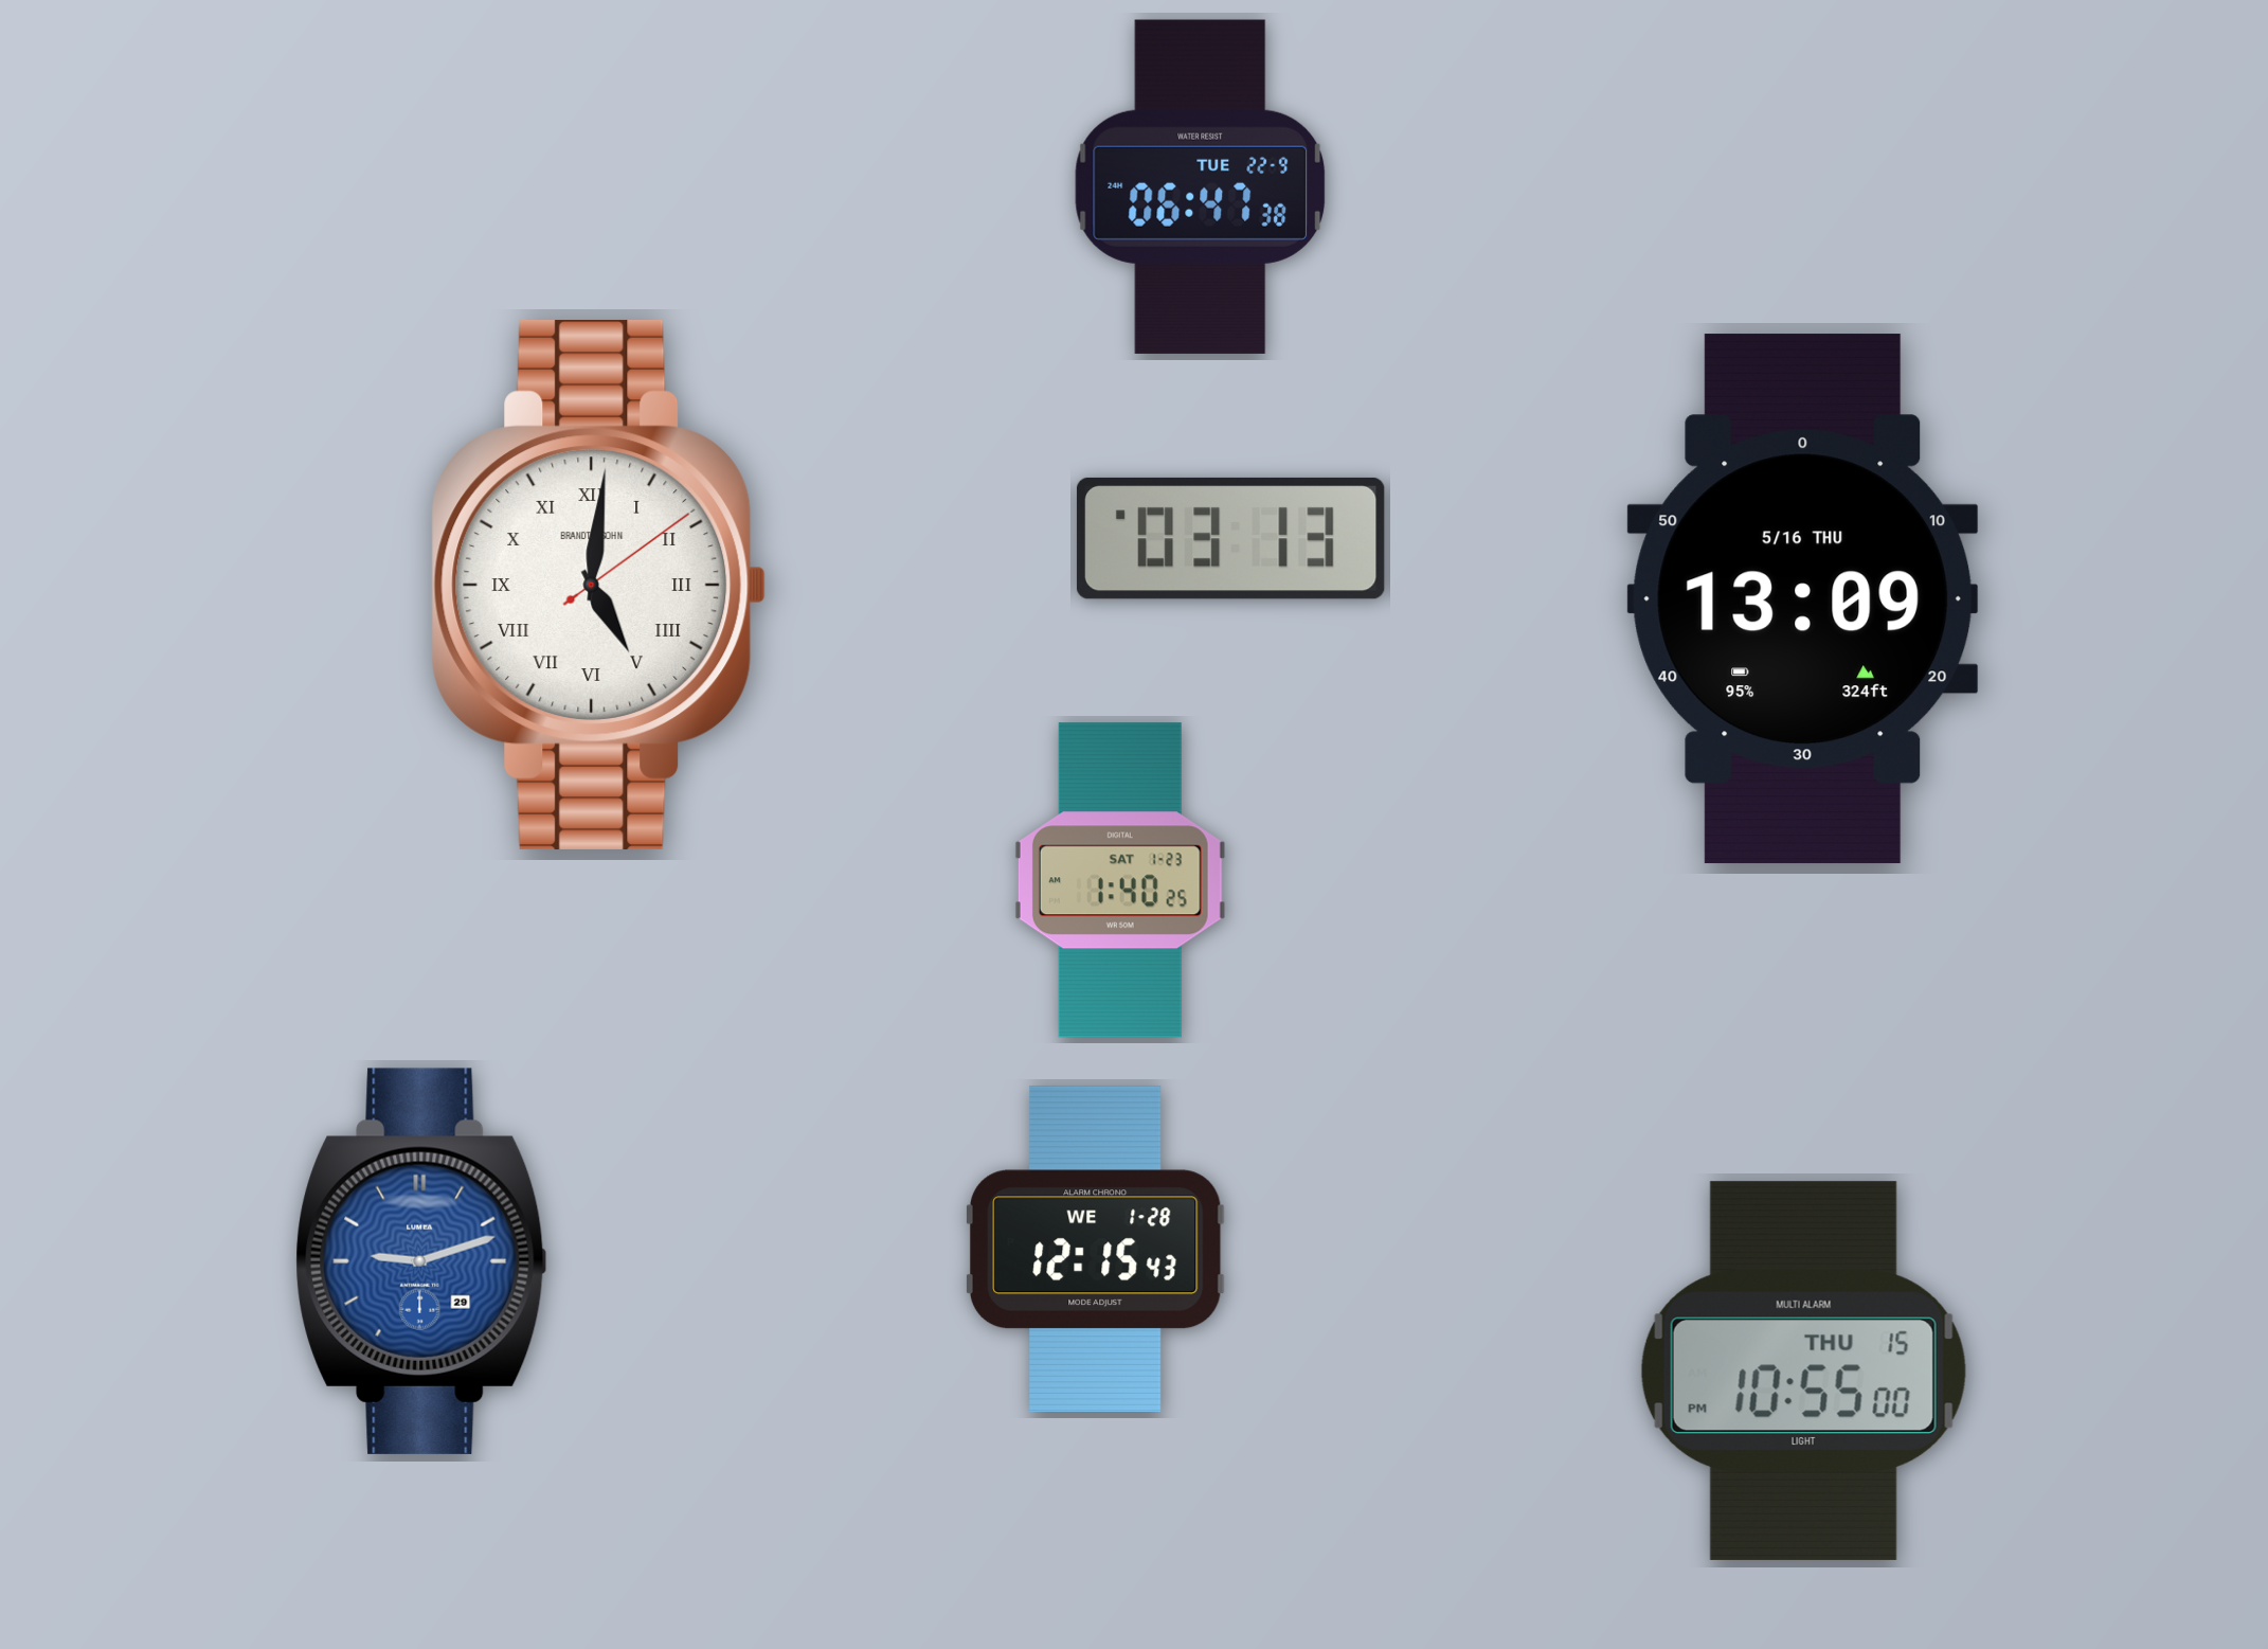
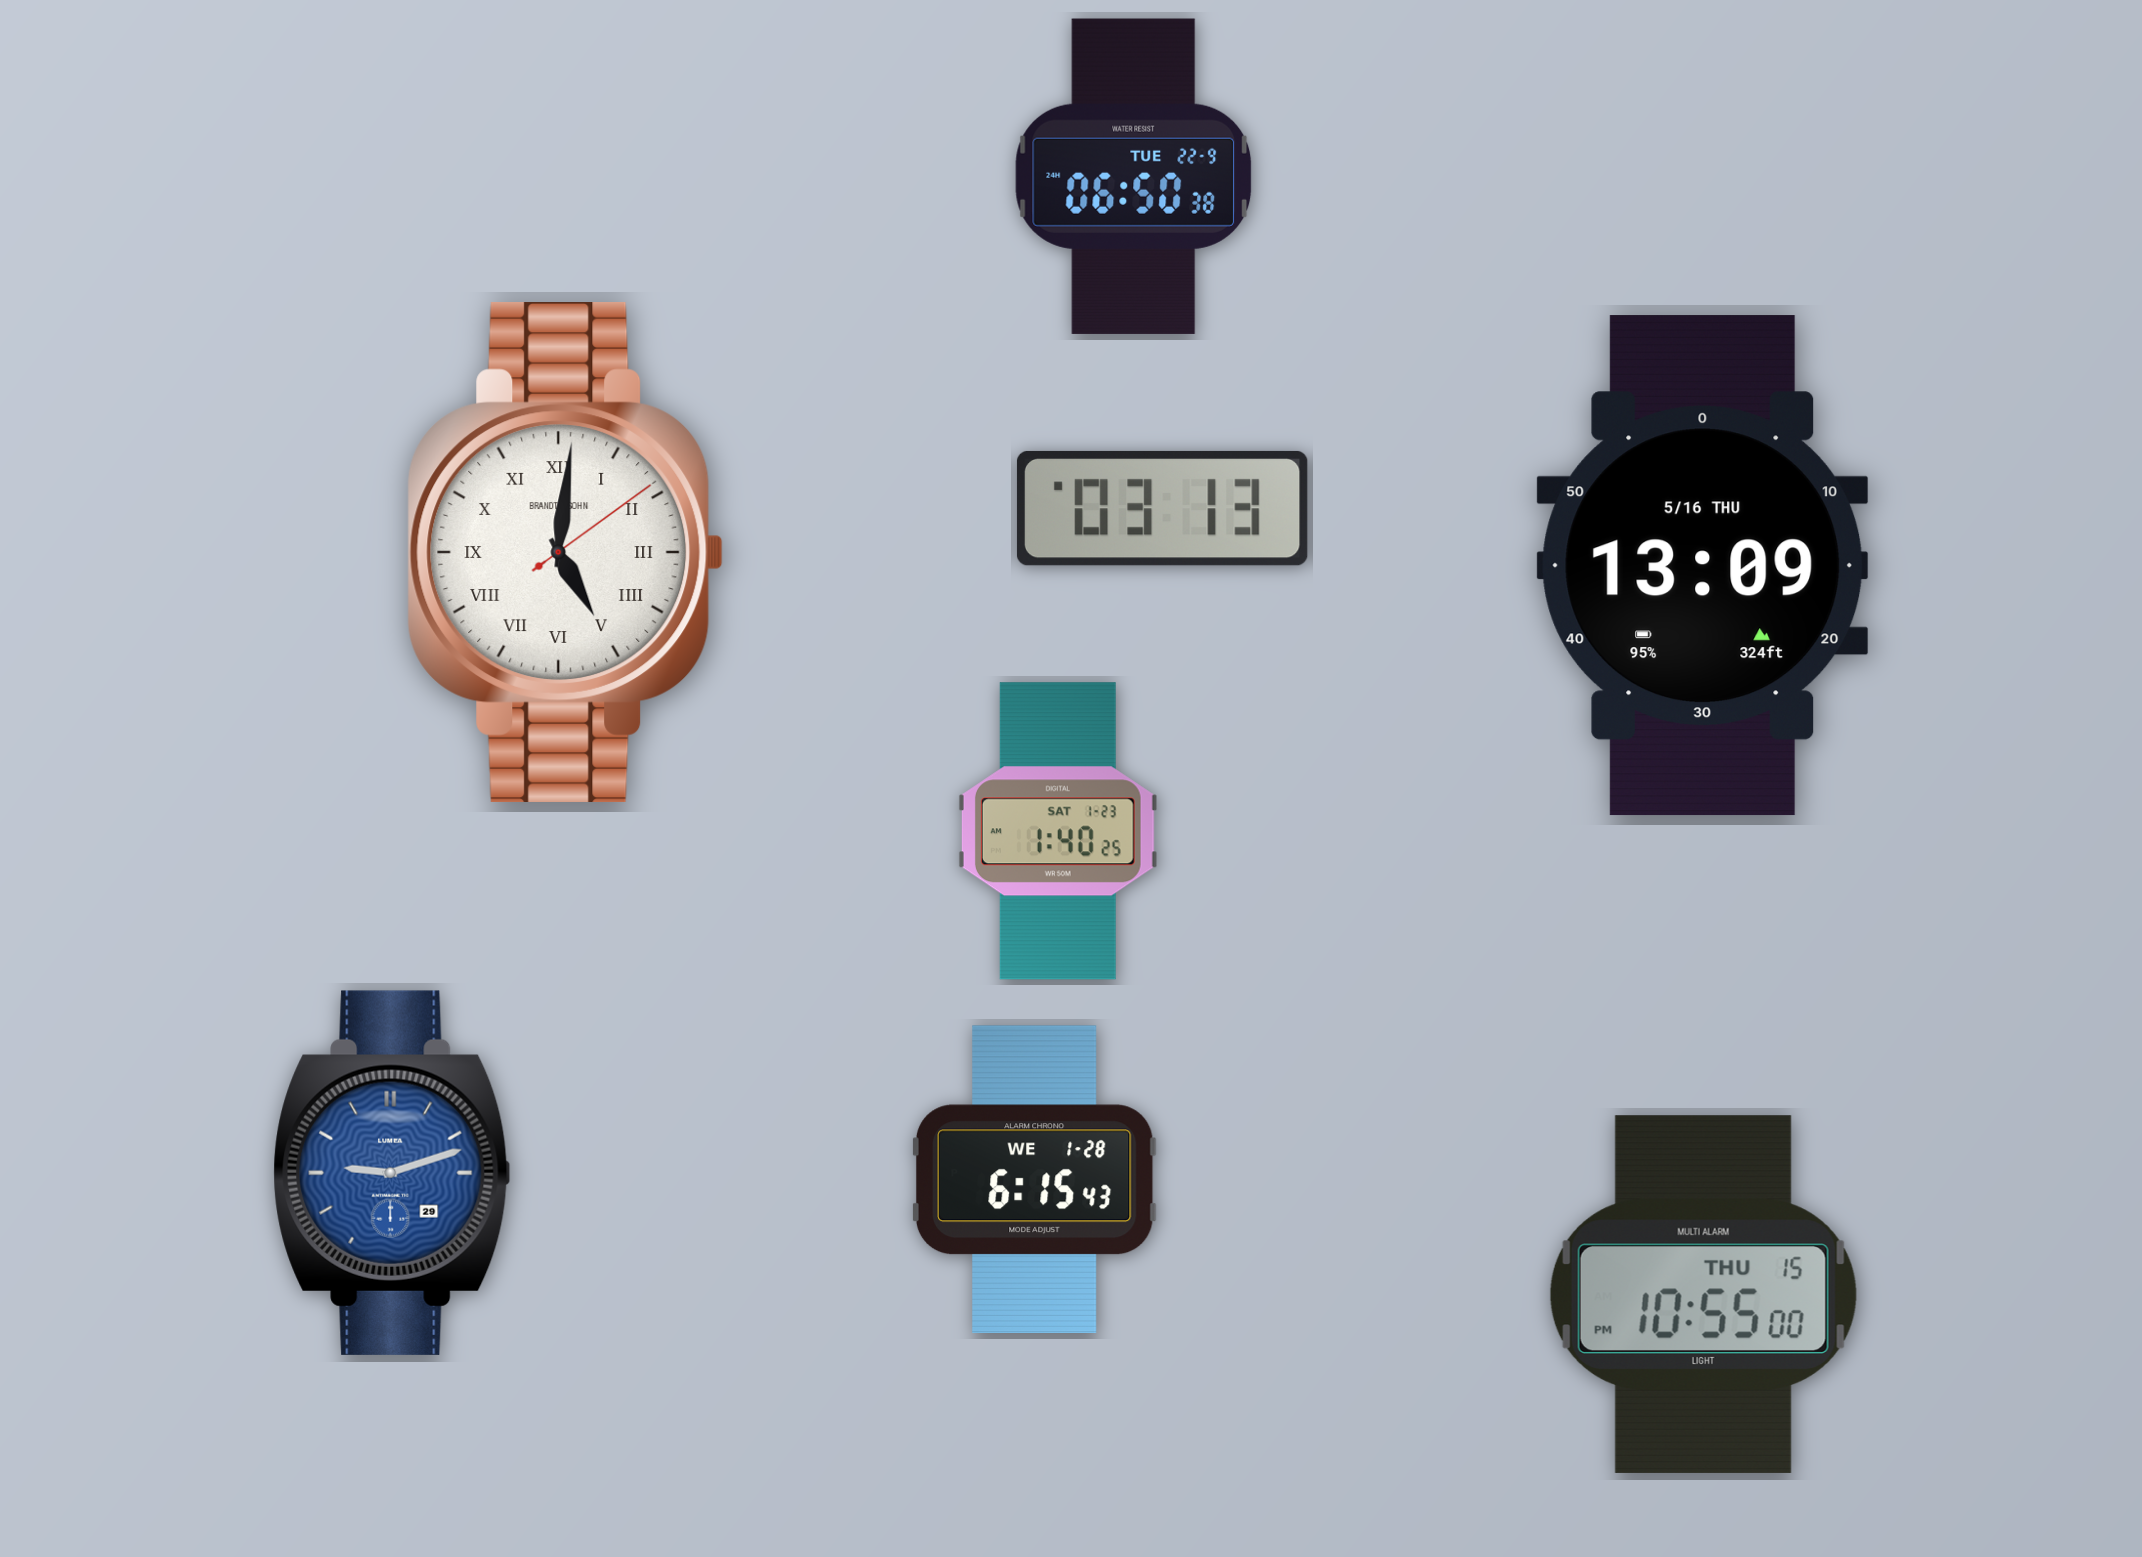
clock at (1201, 186): 06:47 -> 06:50
clock at (1095, 1249): 12:15 -> 6:15
clock at (421, 1261) position: (421, 1261) -> (392, 1173)
